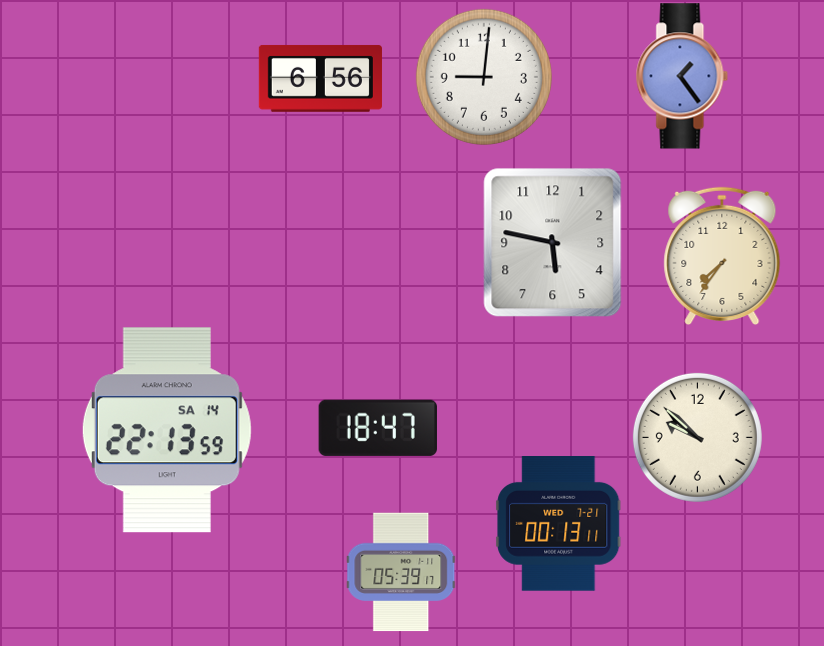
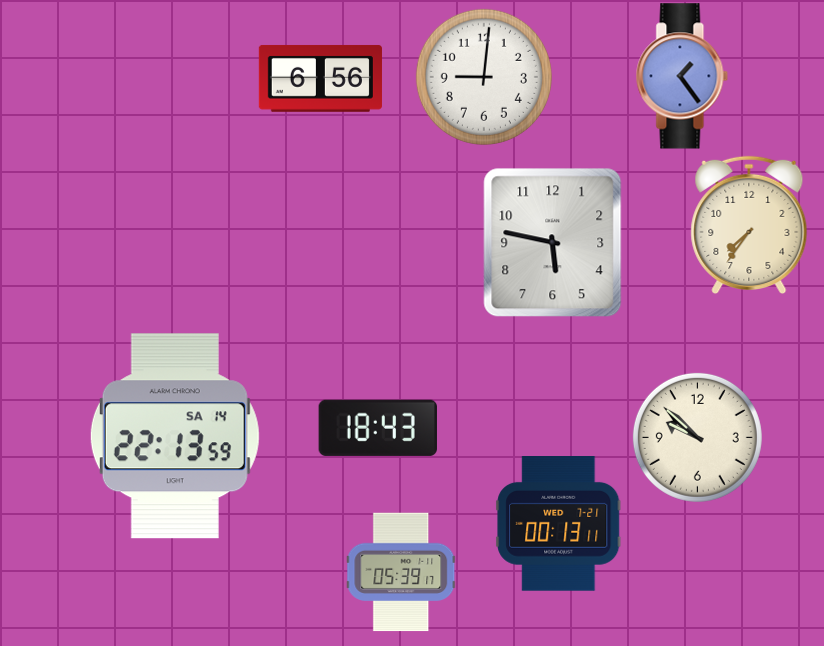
clock at (722, 255) position: (722, 255) -> (749, 224)
clock at (378, 428): 18:47 -> 18:43
clock at (167, 430) position: (167, 430) -> (175, 436)
